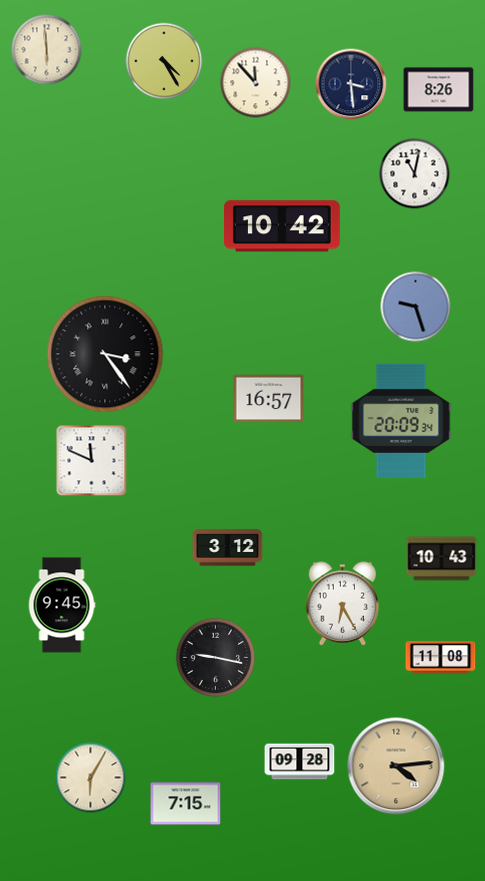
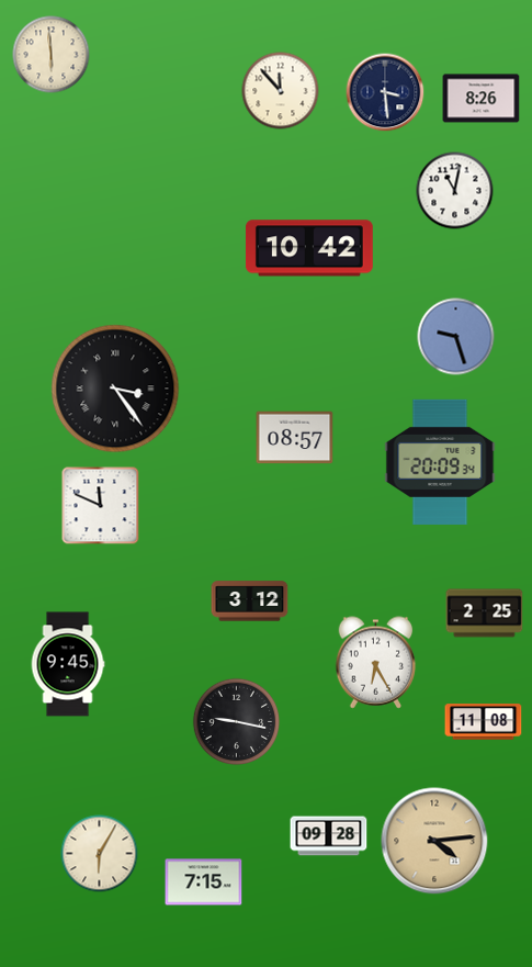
clock at (164, 61): 4:25 -> none
clock at (269, 399): 16:57 -> 08:57
clock at (442, 559): 10:43 -> 2:25
